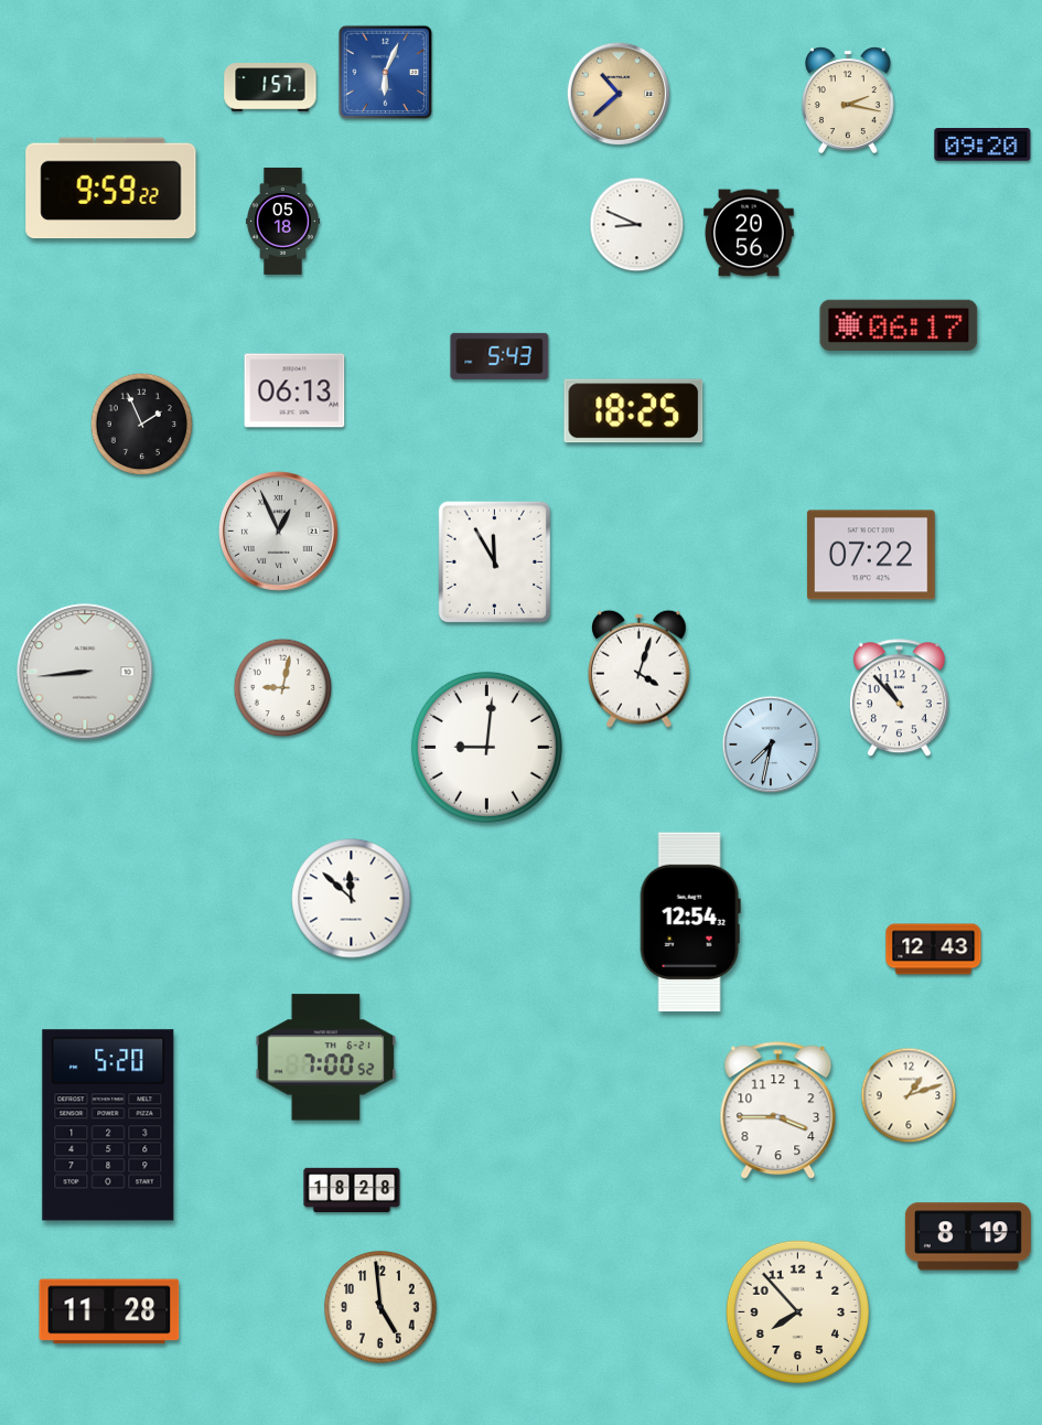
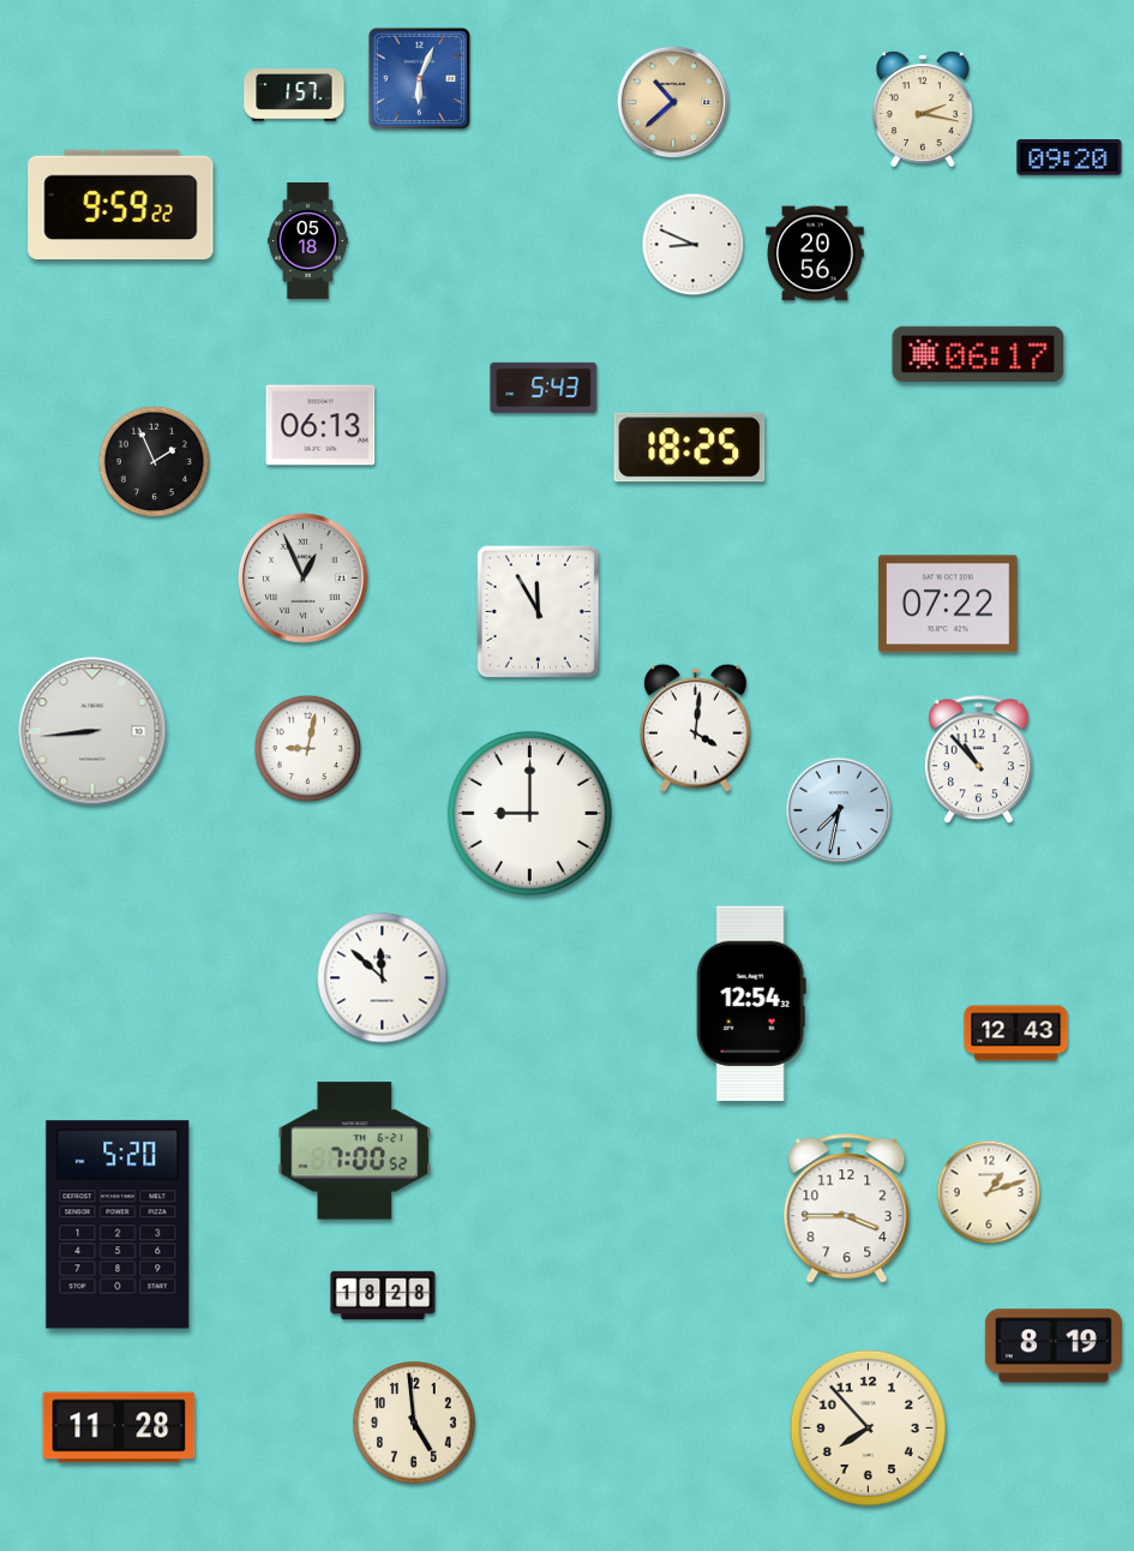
clock at (638, 668): 4:03 -> 4:01
clock at (486, 747): 9:01 -> 9:00
